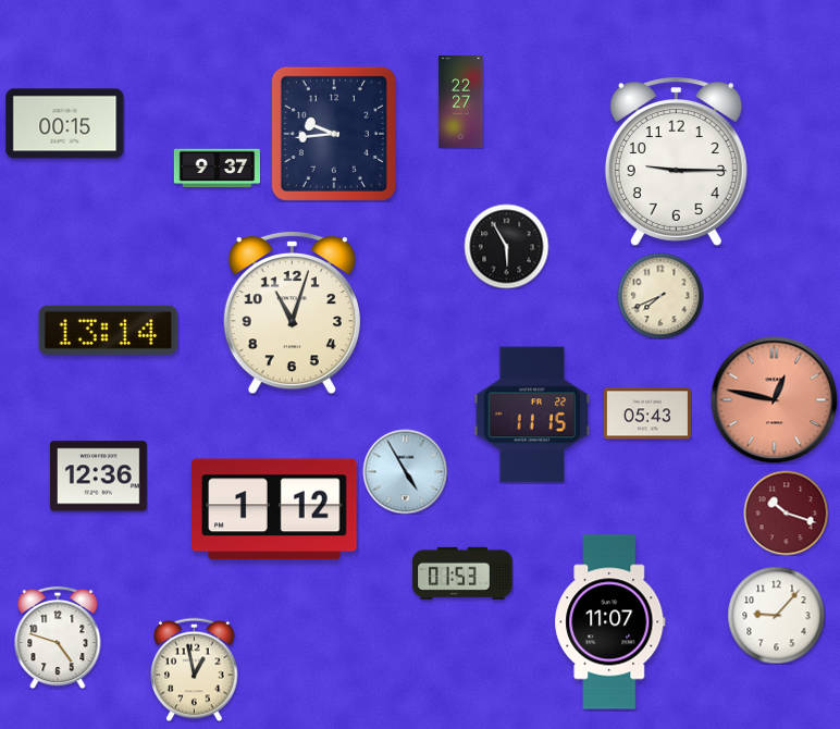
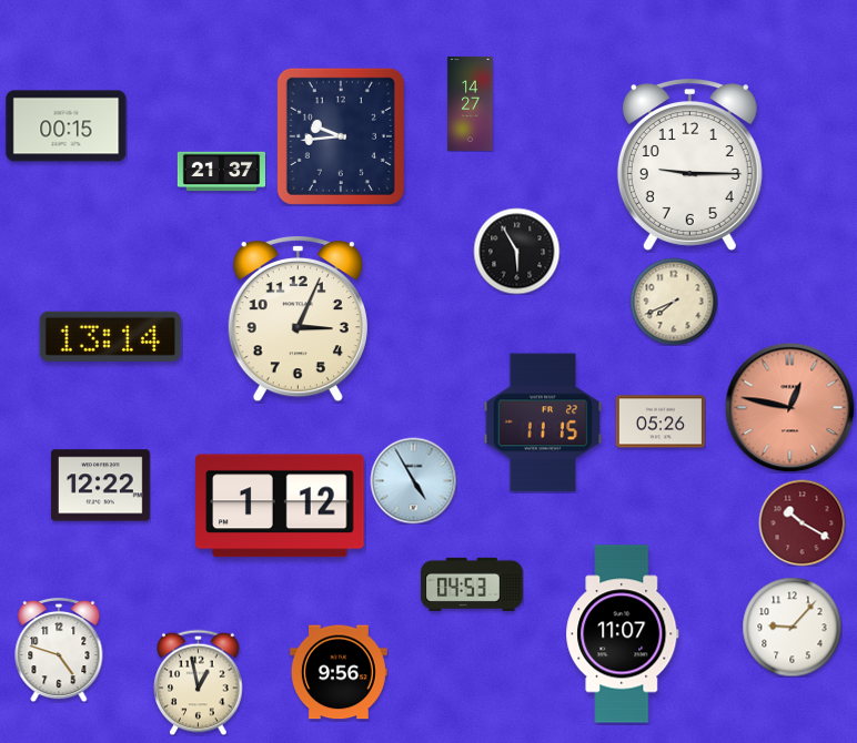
clock at (461, 101): 22:27 -> 14:27
clock at (217, 169): 9:37 -> 21:37
clock at (292, 312): 11:03 -> 3:04
clock at (647, 413): 05:43 -> 05:26
clock at (99, 477): 12:36 -> 12:22
clock at (274, 509) position: (274, 509) -> (280, 506)
clock at (786, 512): 10:18 -> 10:20
clock at (462, 573): 01:53 -> 04:53
clock at (339, 672): none -> 9:56
